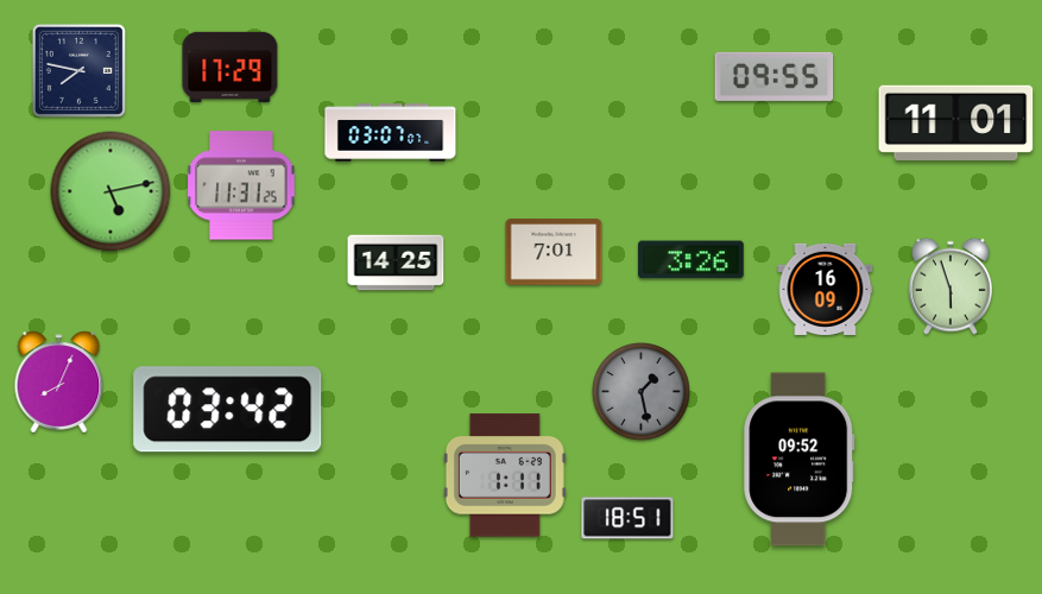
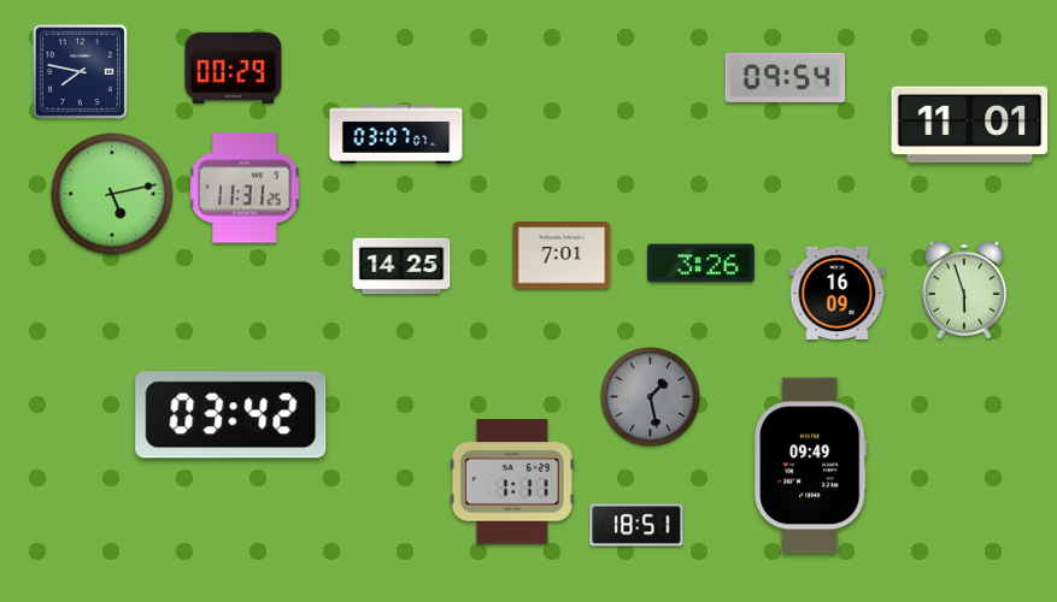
clock at (230, 67): 17:29 -> 00:29
clock at (775, 76): 09:55 -> 09:54
clock at (59, 383): 8:04 -> none
clock at (800, 460): 09:52 -> 09:49
